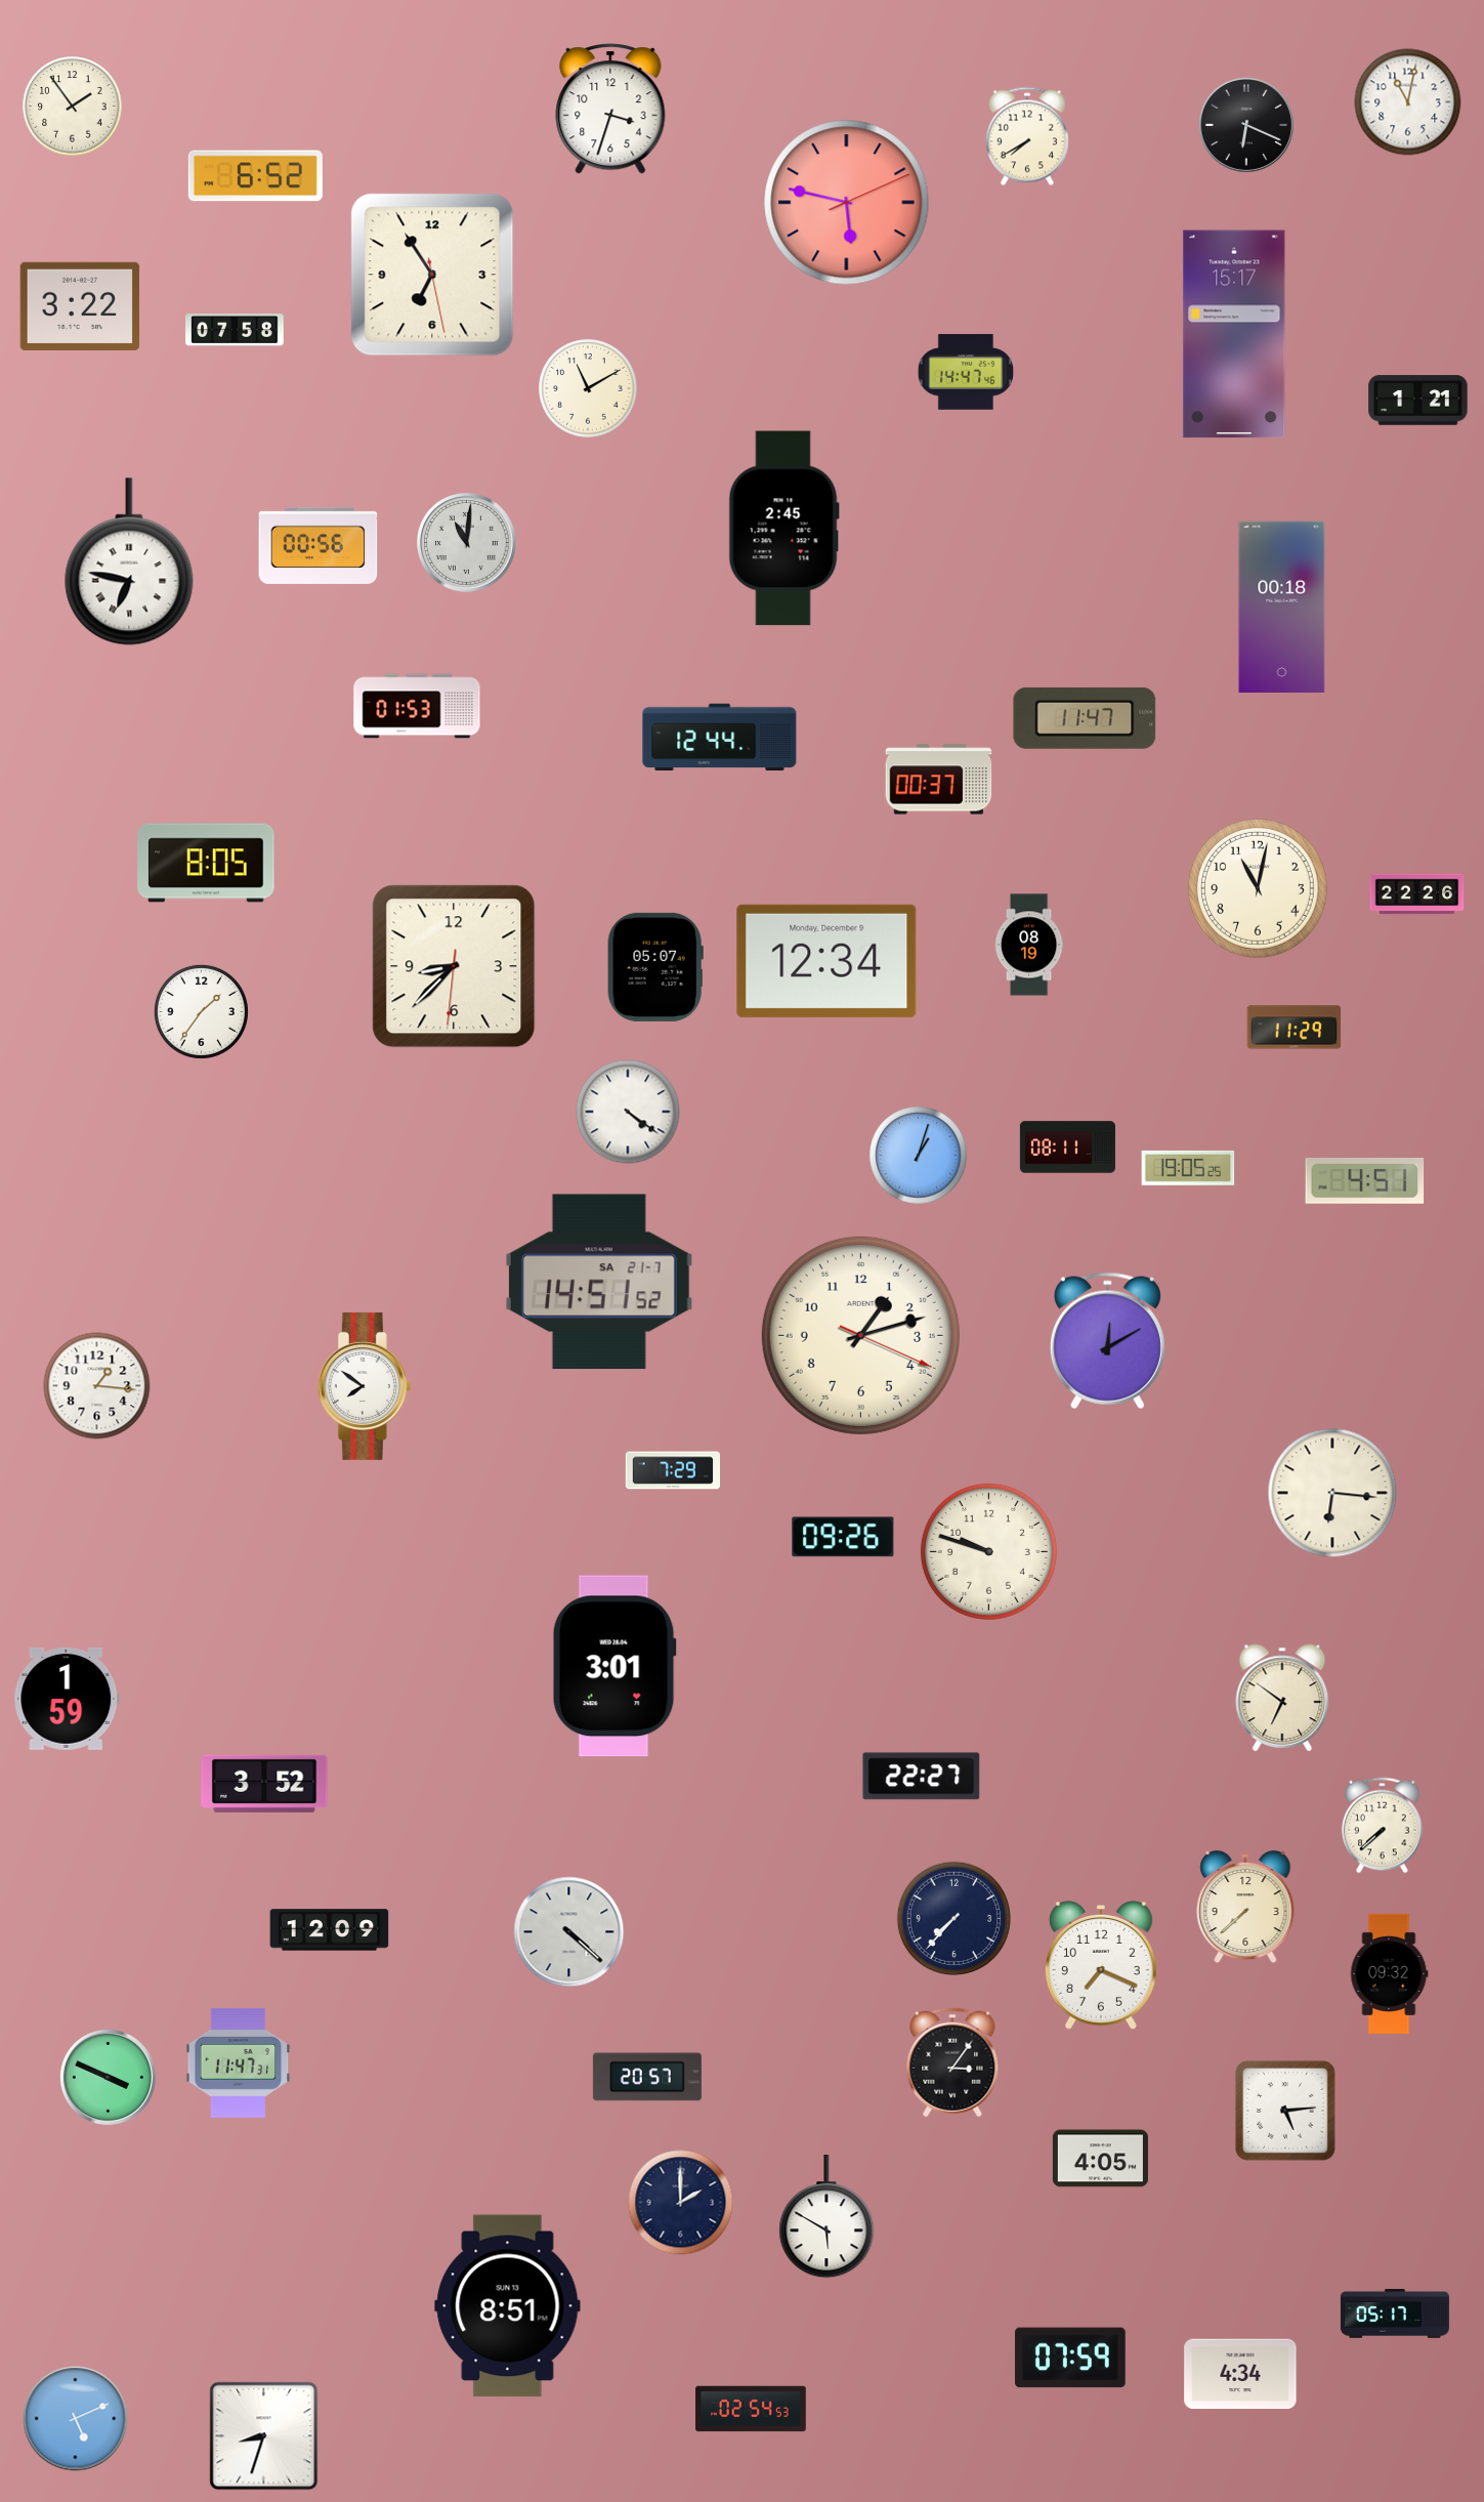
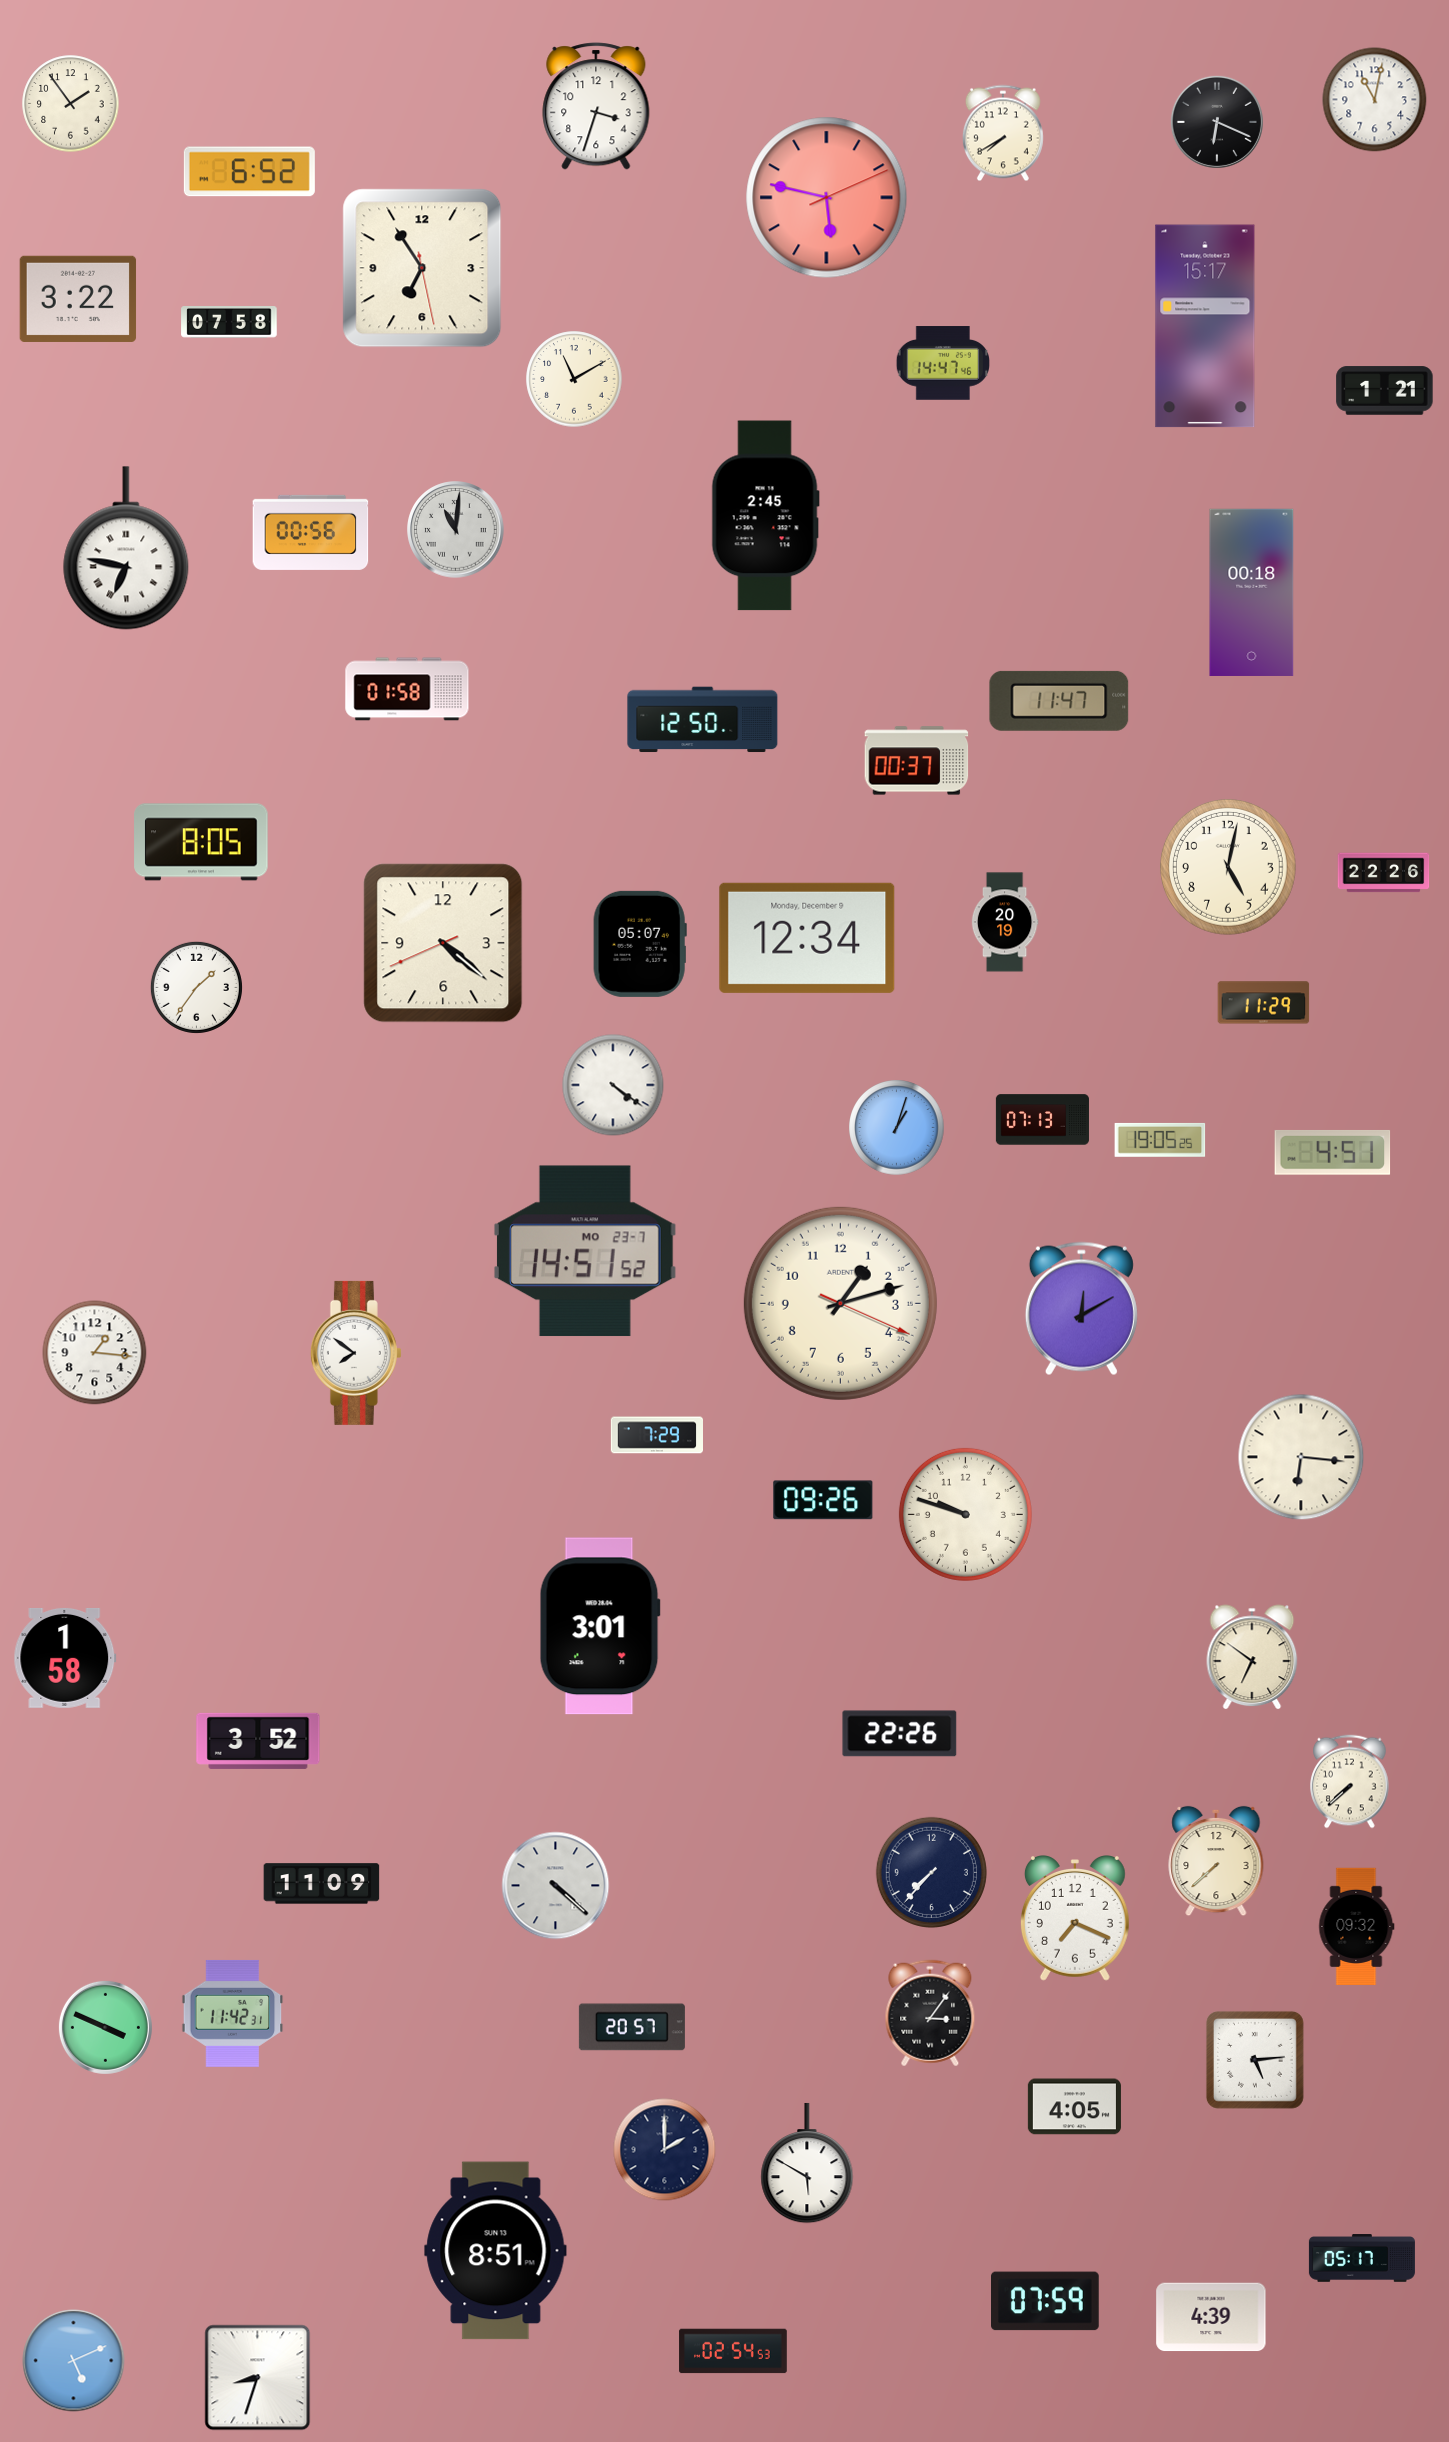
clock at (417, 706): 01:53 -> 01:58
clock at (720, 738): 12:44 -> 12:50
clock at (1259, 889): 11:02 -> 5:02
clock at (1029, 945): 08:19 -> 20:19
clock at (454, 966): 8:37 -> 4:21
clock at (1067, 1148): 08:11 -> 07:13
clock at (599, 1282) date: SA 21-7 -> MO 23-7
clock at (67, 1699): 1:59 -> 1:58
clock at (922, 1777): 22:27 -> 22:26
clock at (330, 1930): 12:09 -> 11:09
clock at (239, 2062): 11:47 -> 11:42
clock at (1240, 2374): 4:34 -> 4:39
